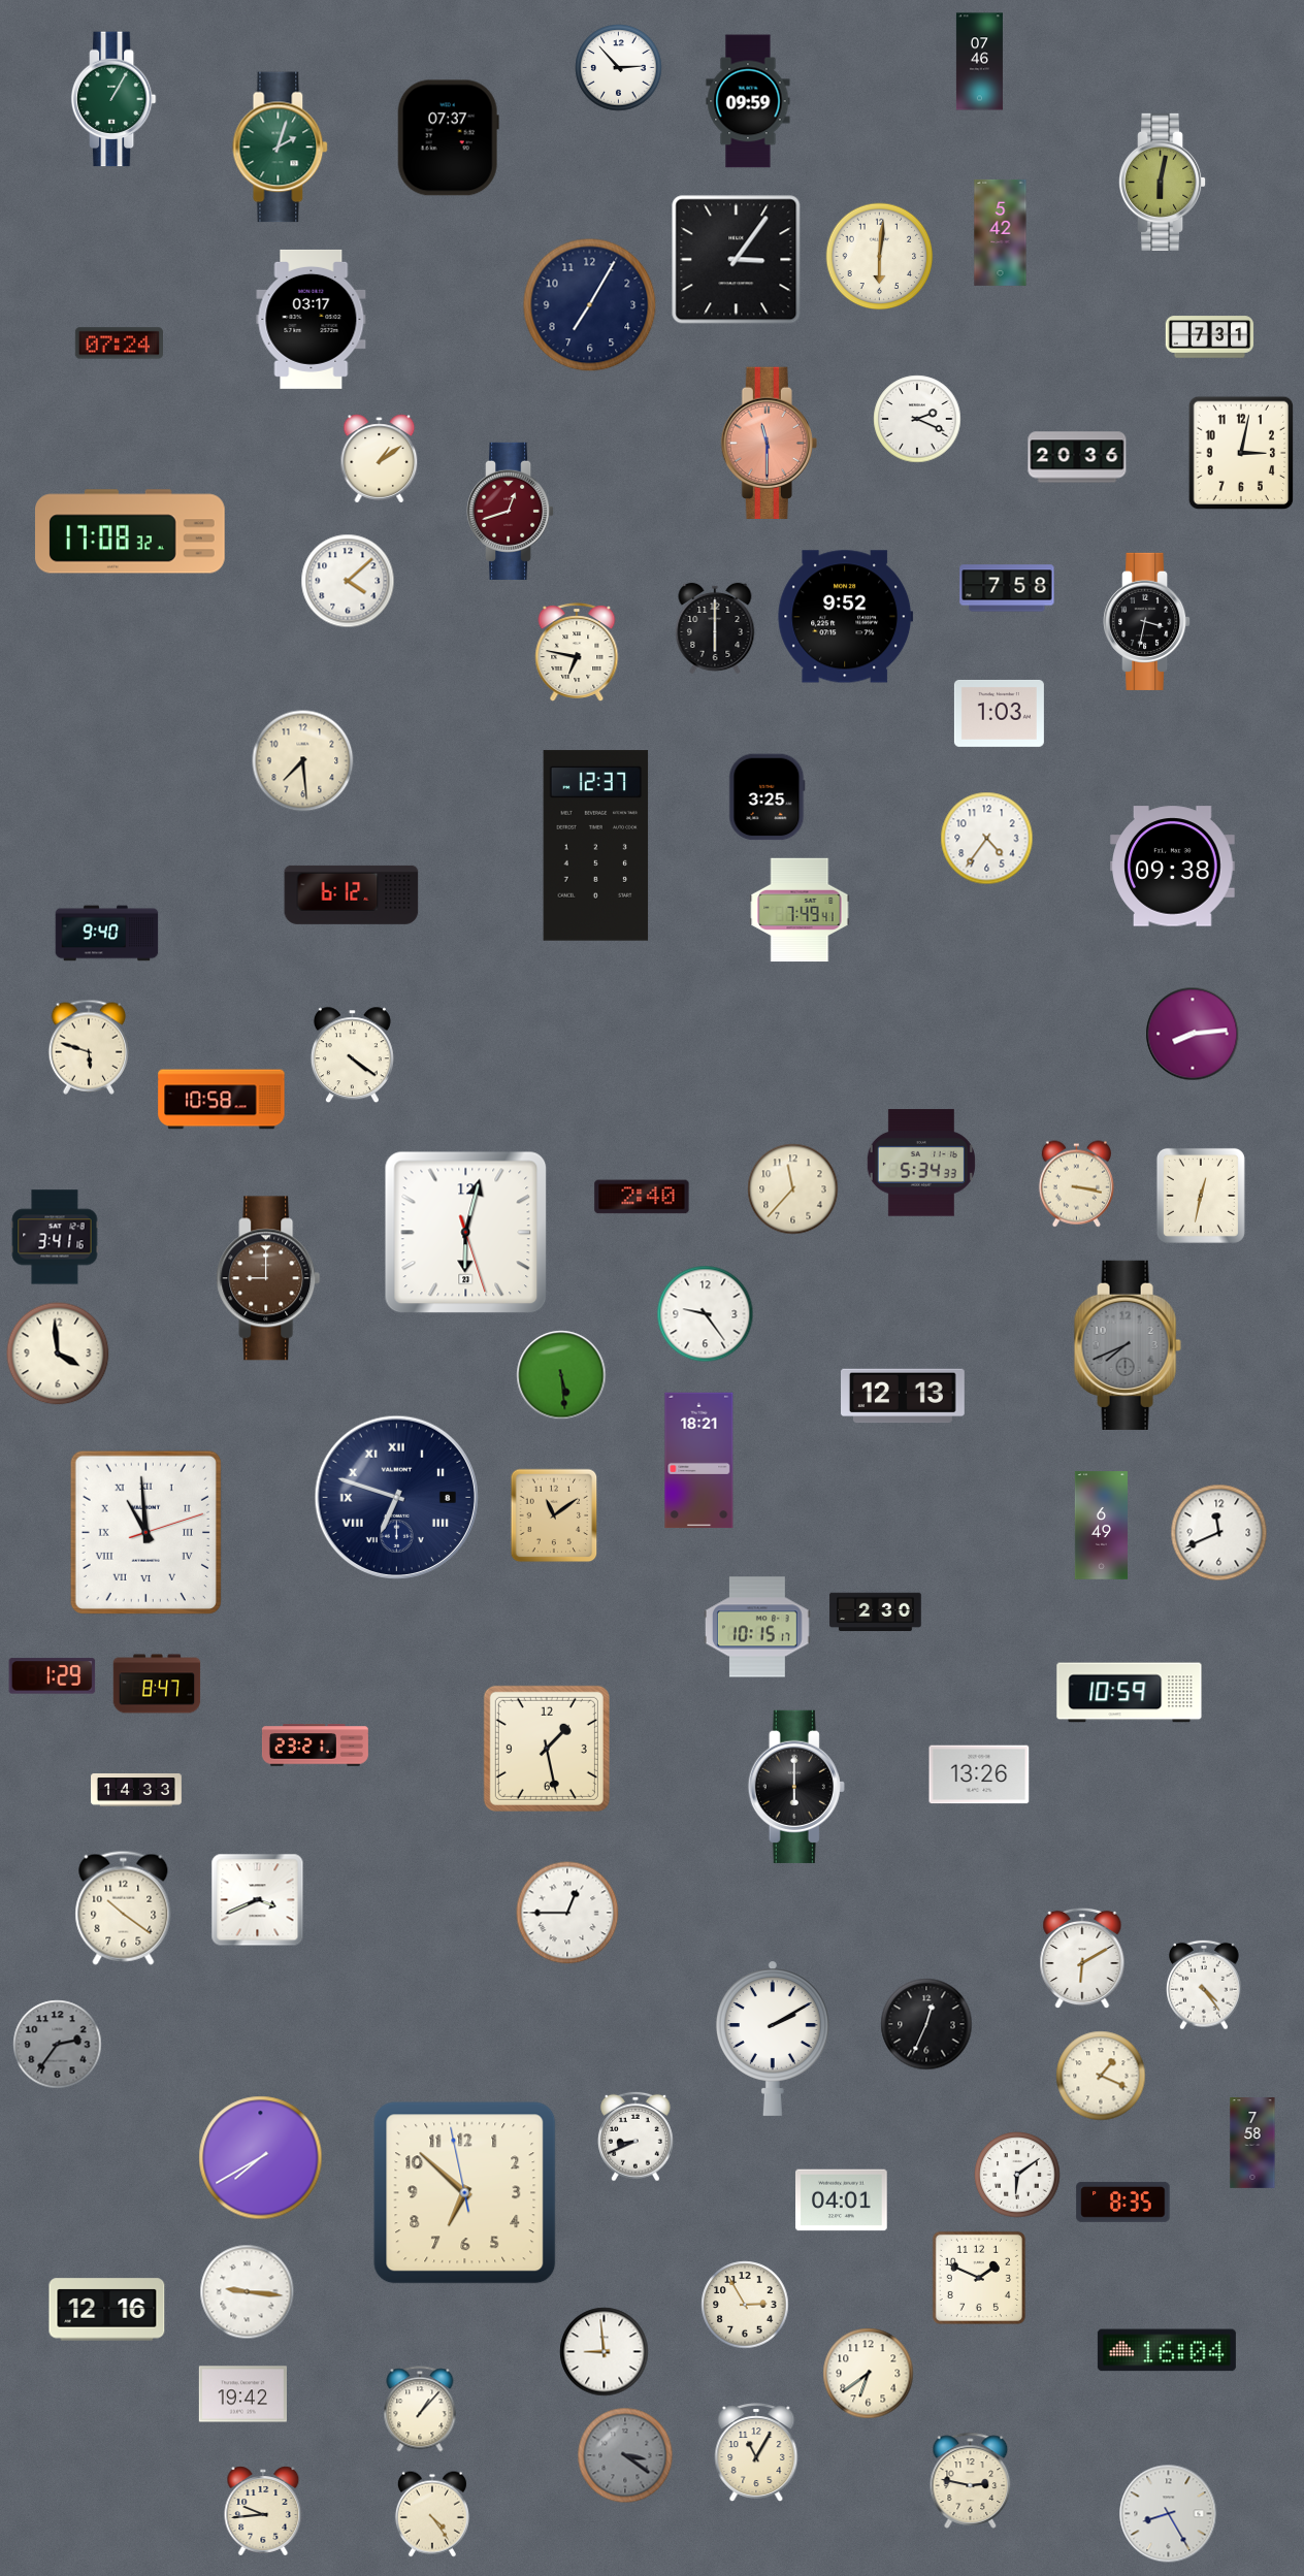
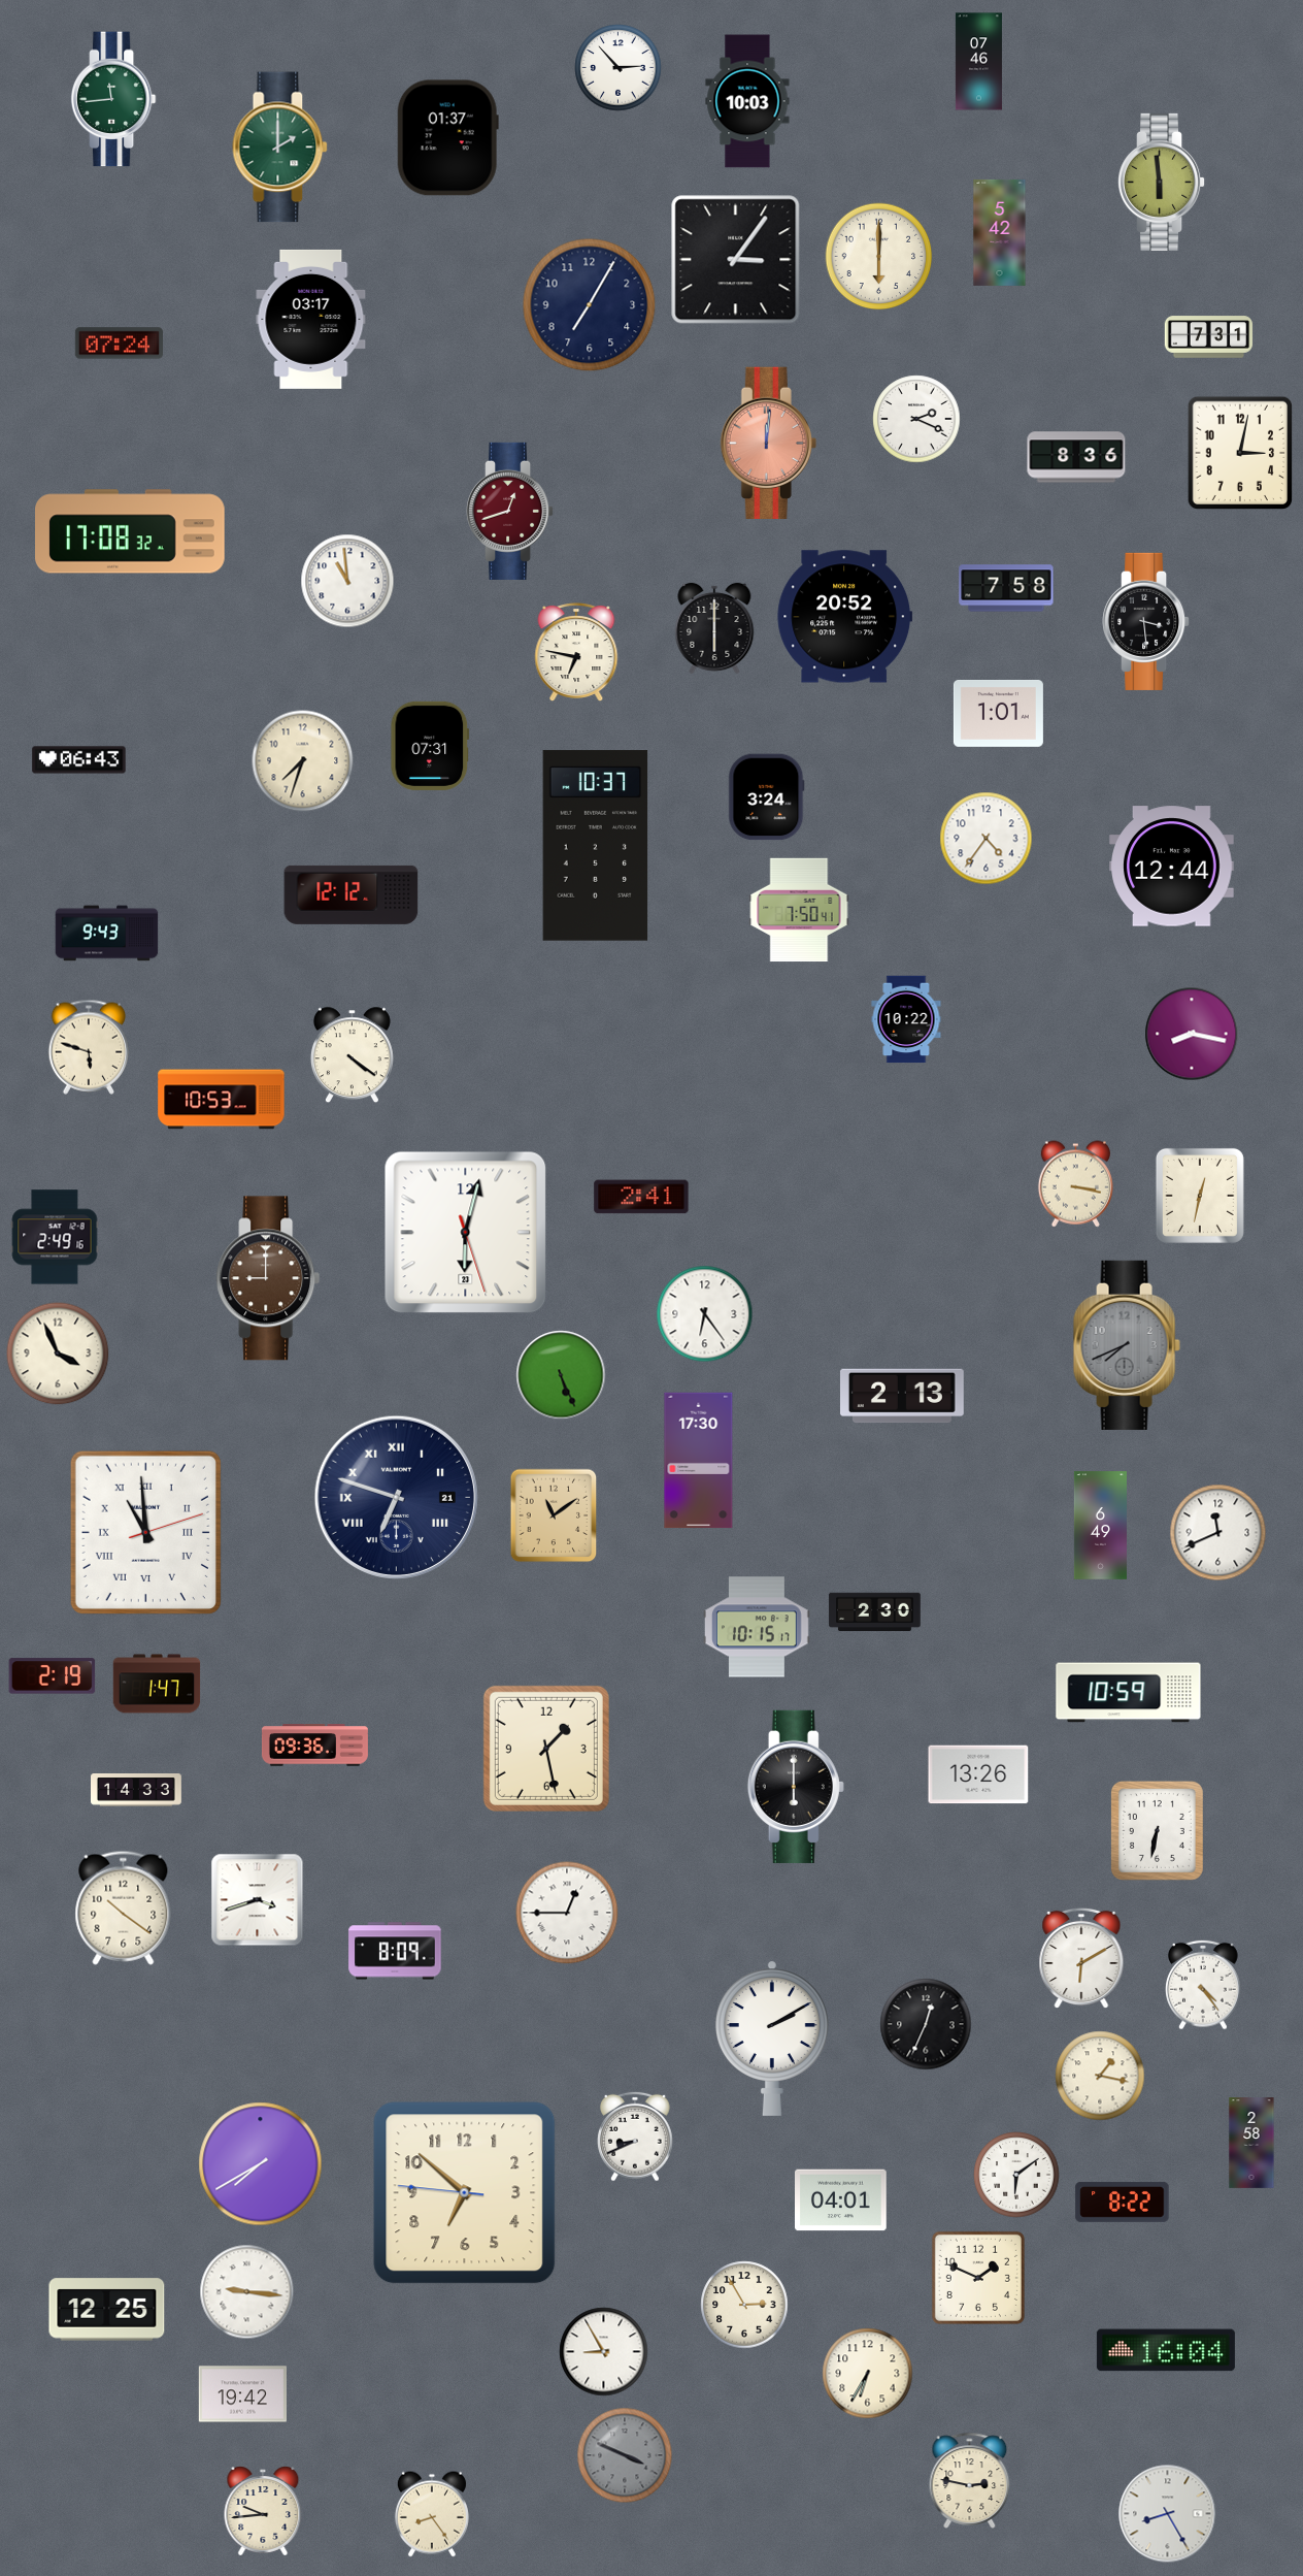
clock at (113, 99): 1:05 -> 11:44
clock at (748, 101): 09:59 -> 10:03
clock at (448, 138): 07:37 -> 01:37
clock at (281, 148): 2:03 -> 2:00
clock at (1164, 182): 6:02 -> 5:59
clock at (880, 257): 6:01 -> 6:00
clock at (769, 444): 11:30 -> 12:01
clock at (1077, 457): 20:36 -> 8:36
clock at (380, 459): 1:09 -> none
clock at (348, 581): 4:08 -> 10:59
clock at (846, 617): 9:52 -> 20:52
clock at (1148, 621): 3:32 -> 3:29
clock at (999, 713): 1:03 -> 1:01
clock at (430, 746): none -> 07:31
clock at (79, 760): none -> 06:43
clock at (303, 761): 7:29 -> 7:33
clock at (768, 797): 3:25 -> 3:24
clock at (596, 846): 12:37 -> 10:37
clock at (1173, 867): 09:38 -> 12:44
clock at (352, 894): 6:12 -> 12:12
clock at (800, 910): 7:49 -> 7:50
clock at (107, 934): 9:40 -> 9:43
clock at (906, 1019): none -> 10:22
clock at (1193, 1034): 8:14 -> 8:17
clock at (222, 1100): 10:58 -> 10:53
clock at (921, 1163): 5:34 -> none
clock at (793, 1189): 11:37 -> none
clock at (642, 1197): 2:40 -> 2:41
clock at (55, 1237): 3:41 -> 2:49
clock at (706, 1314): 9:24 -> 6:24
clock at (58, 1354): 3:59 -> 3:56
clock at (561, 1375): 5:29 -> 5:26
clock at (904, 1396): 12:13 -> 2:13
clock at (699, 1461): 18:21 -> 17:30
clock at (396, 1497) date: 8 -> 21
clock at (53, 1676): 1:29 -> 2:19
clock at (157, 1684): 8:47 -> 1:47
clock at (315, 1746): 23:21 -> 09:36
clock at (1157, 1830): none -> 6:32
clock at (258, 1900): 3:41 -> 3:42
clock at (395, 1951): none -> 8:09
clock at (58, 2045): 2:36 -> none
clock at (1101, 2076): 1:19 -> 1:17
clock at (1252, 2144): 7:58 -> 2:58
clock at (261, 2158) position: (261, 2158) -> (261, 2164)
clock at (465, 2193): 6:51:58 -> 6:51:46
clock at (1123, 2202): 8:35 -> 8:22
clock at (107, 2310): 12:16 -> 12:25
clock at (605, 2352): 8:59 -> 8:55
clock at (869, 2374): 6:39 -> 6:35
clock at (420, 2409): 1:07 -> none
clock at (756, 2452): 11:05 -> none
clock at (625, 2455): 3:21 -> 3:49
clock at (432, 2514): 4:24 -> 8:24
